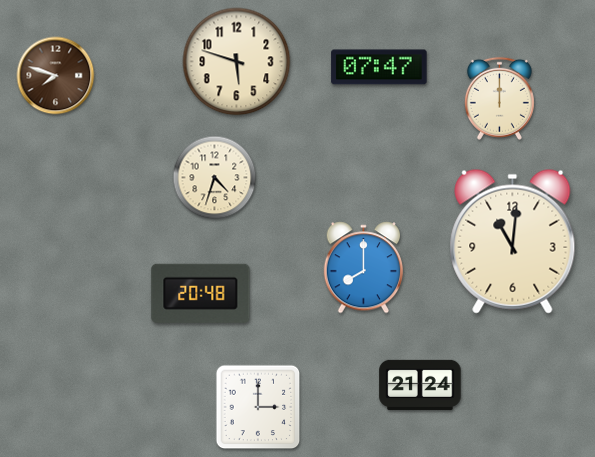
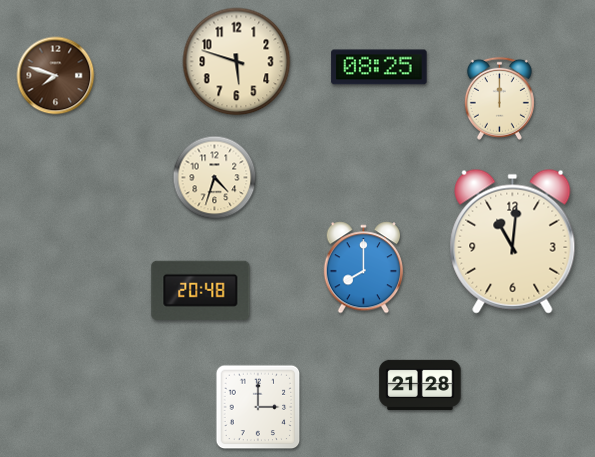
clock at (379, 67): 07:47 -> 08:25
clock at (201, 293) position: (201, 293) -> (201, 290)
clock at (420, 385): 21:24 -> 21:28
